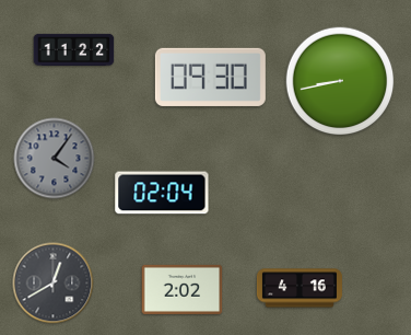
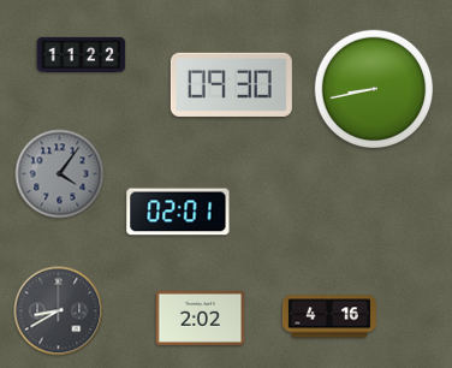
clock at (162, 193): 02:04 -> 02:01
clock at (54, 284): 12:40 -> 8:40
